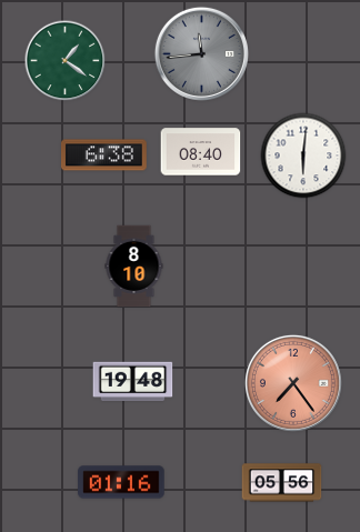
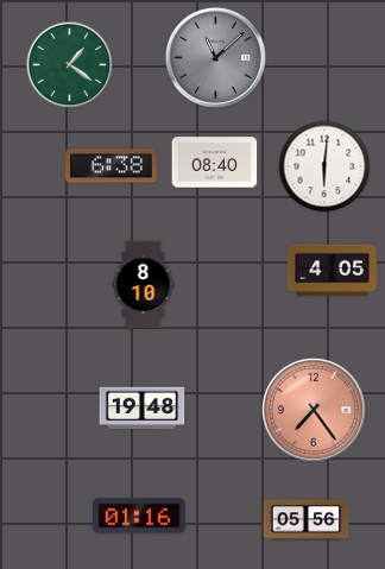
clock at (201, 53): 11:44 -> 11:08
clock at (332, 271): none -> 4:05
clock at (121, 482) position: (121, 482) -> (139, 516)
clock at (282, 483) position: (282, 483) -> (307, 520)
